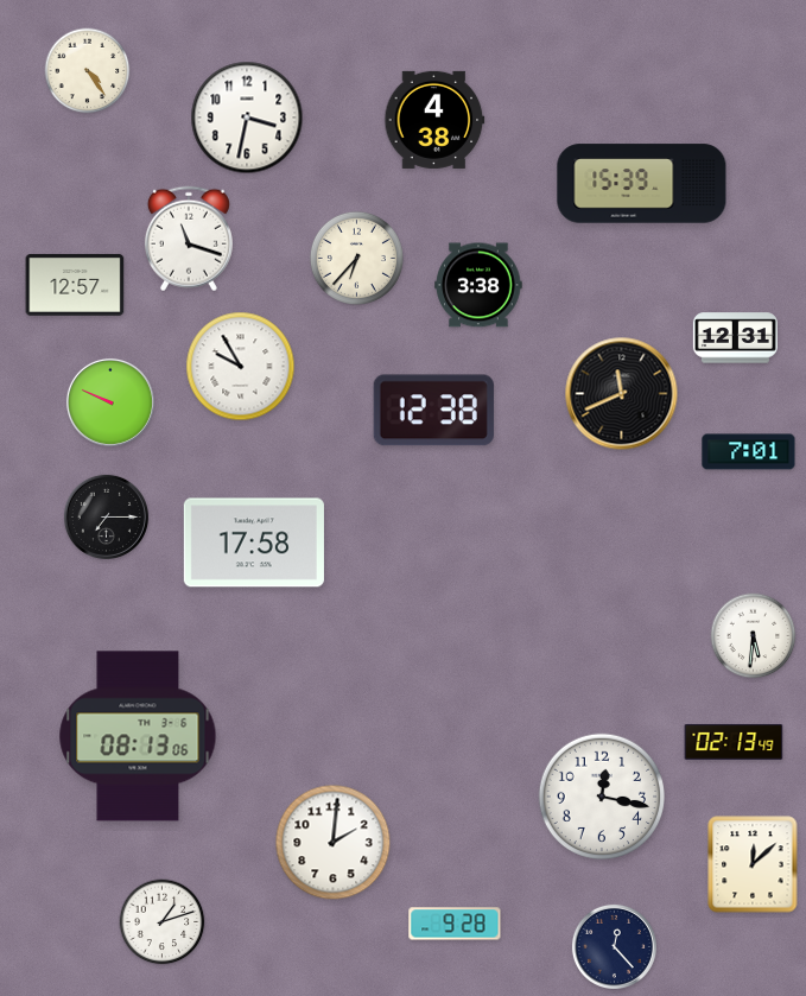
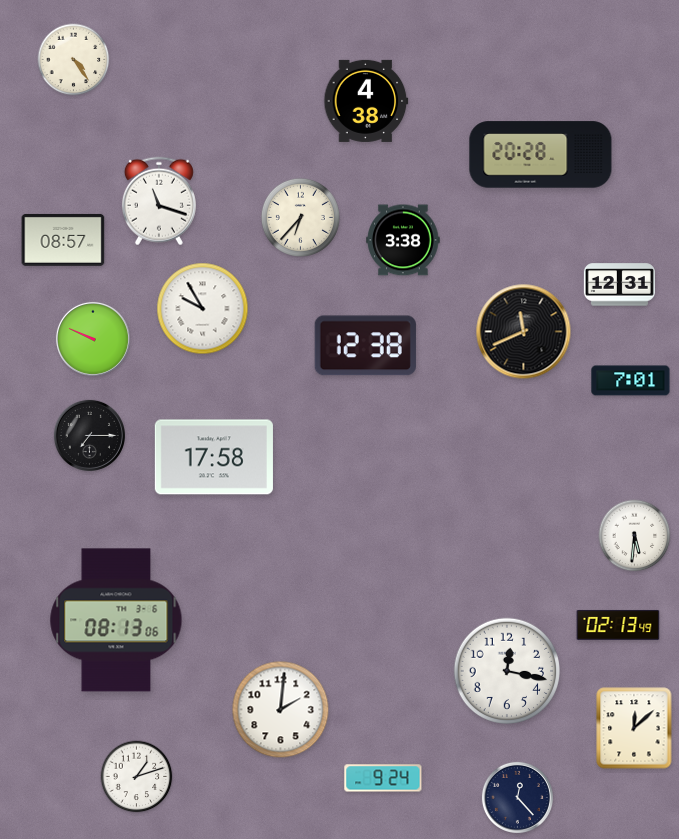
clock at (247, 118): 3:32 -> none
clock at (642, 184): 15:39 -> 20:28
clock at (75, 285): 12:57 -> 08:57
clock at (455, 924): 9:28 -> 9:24
